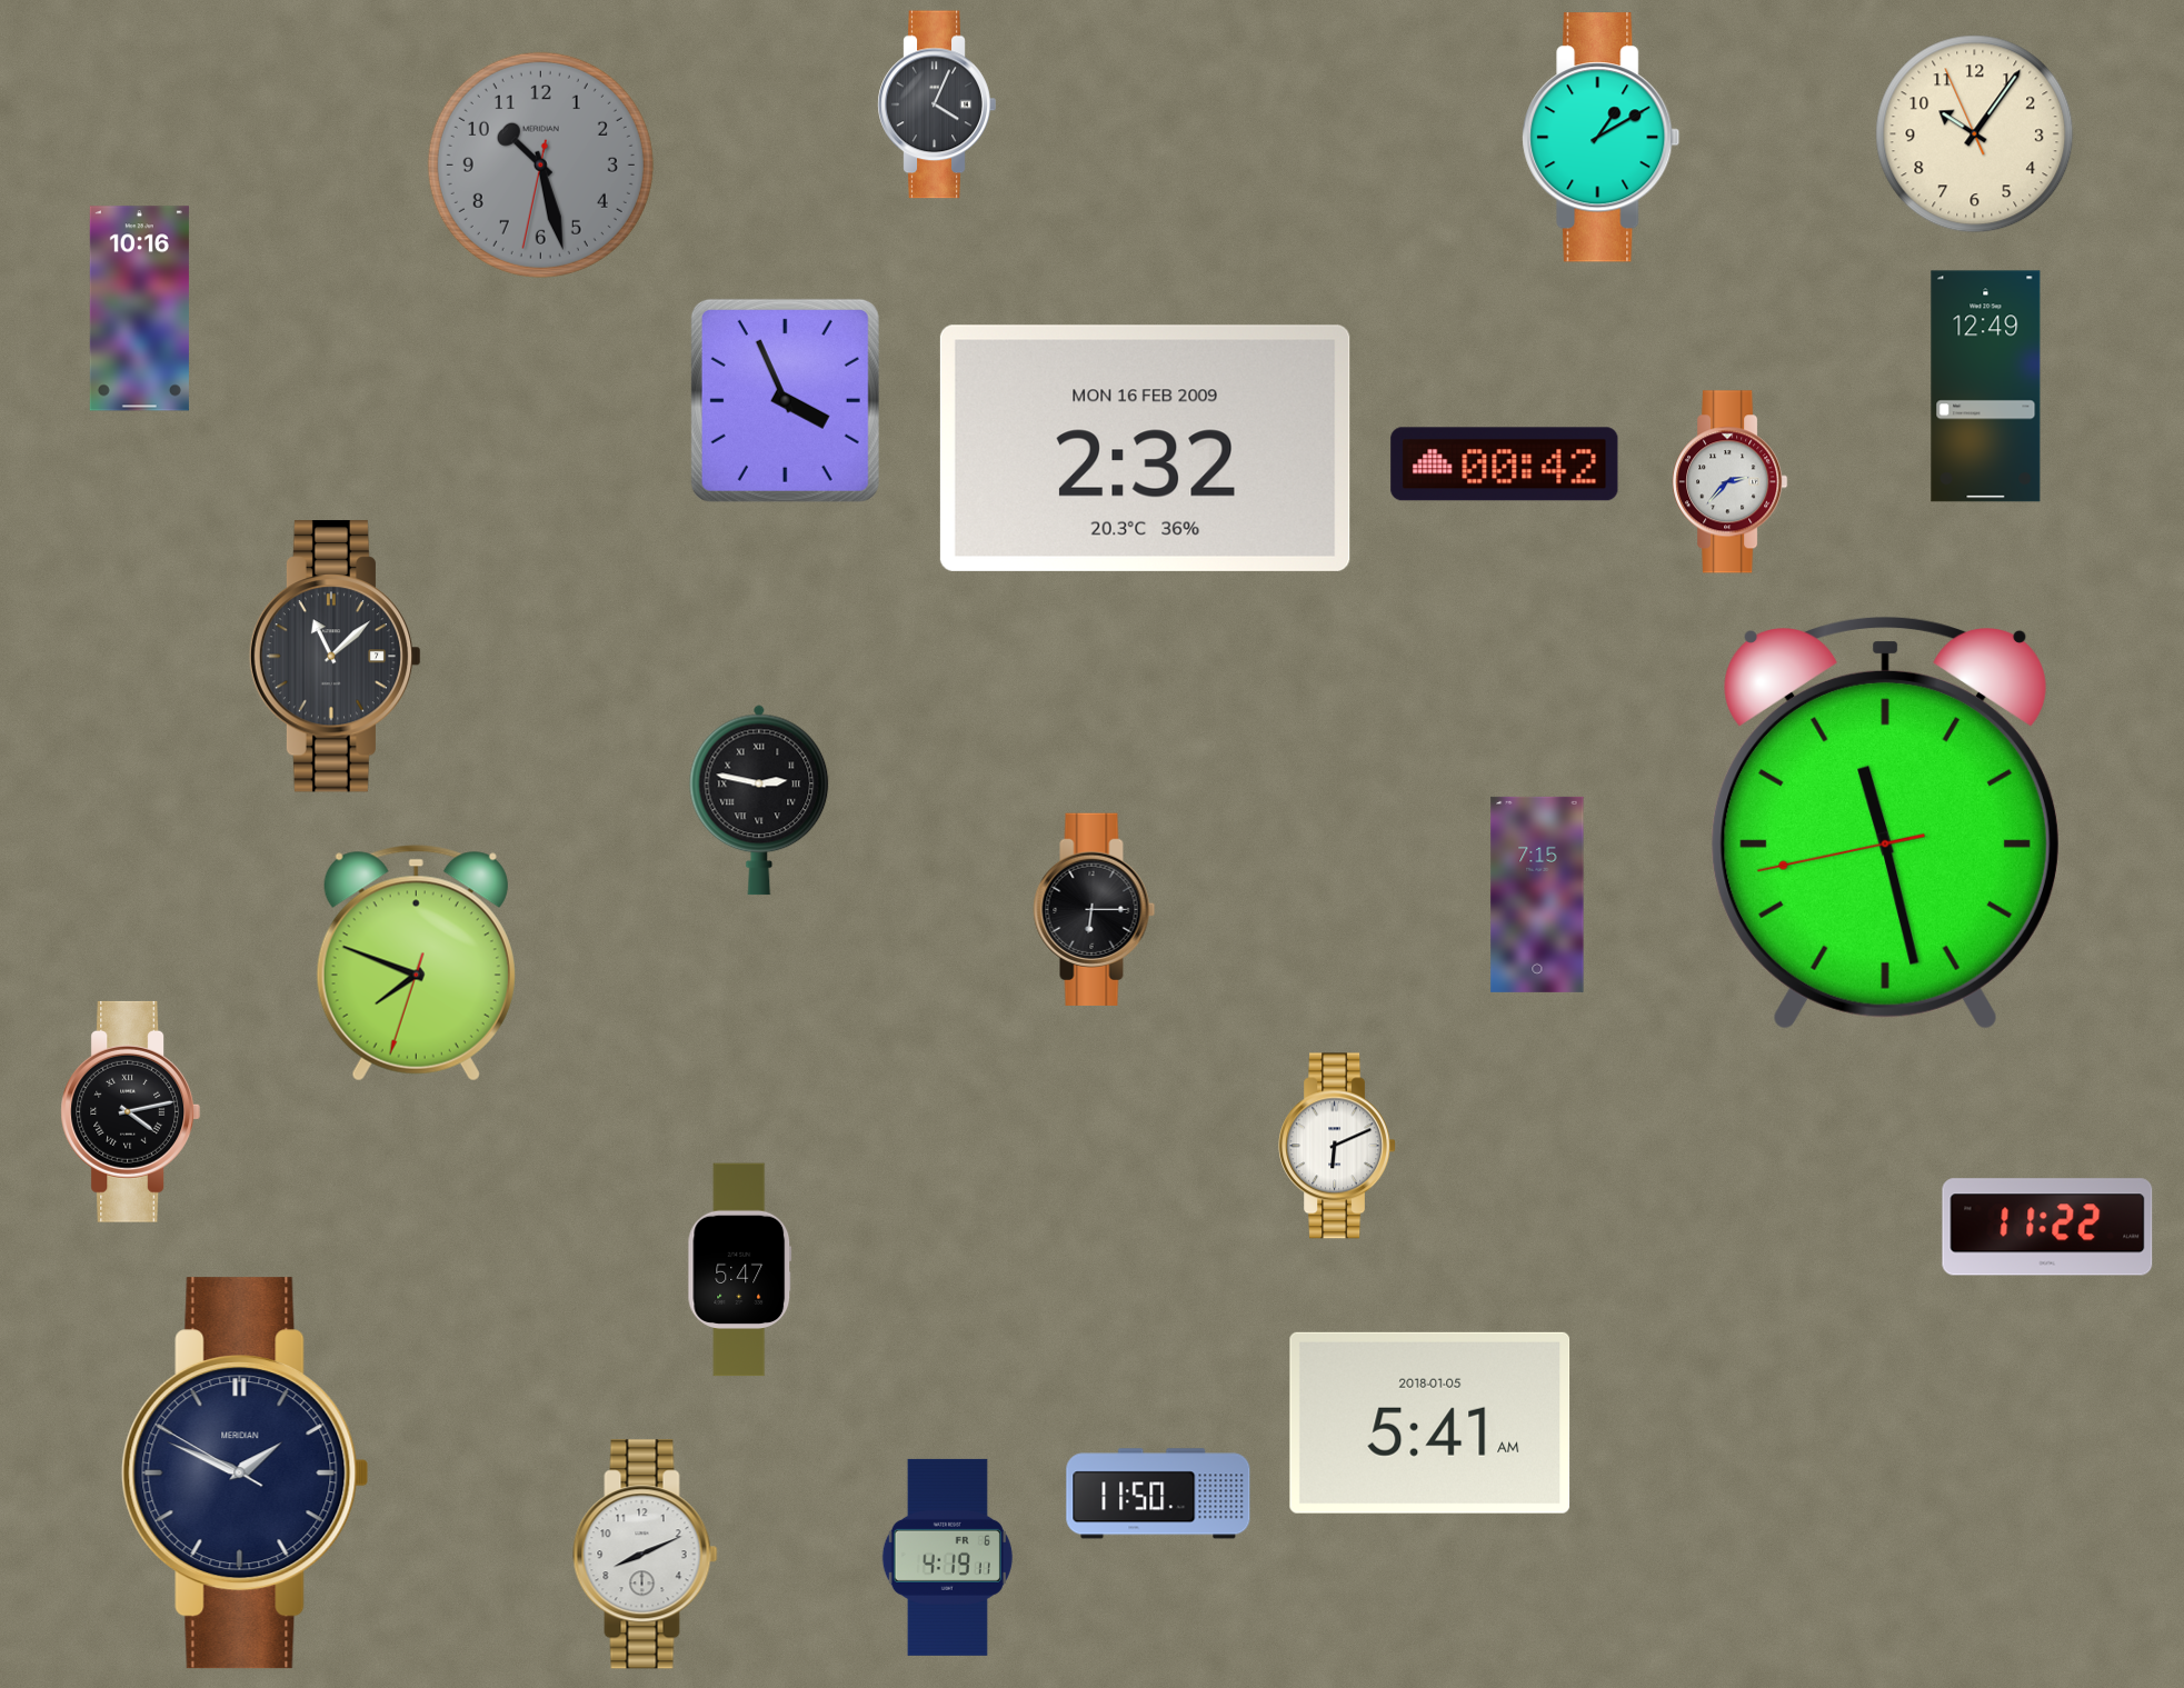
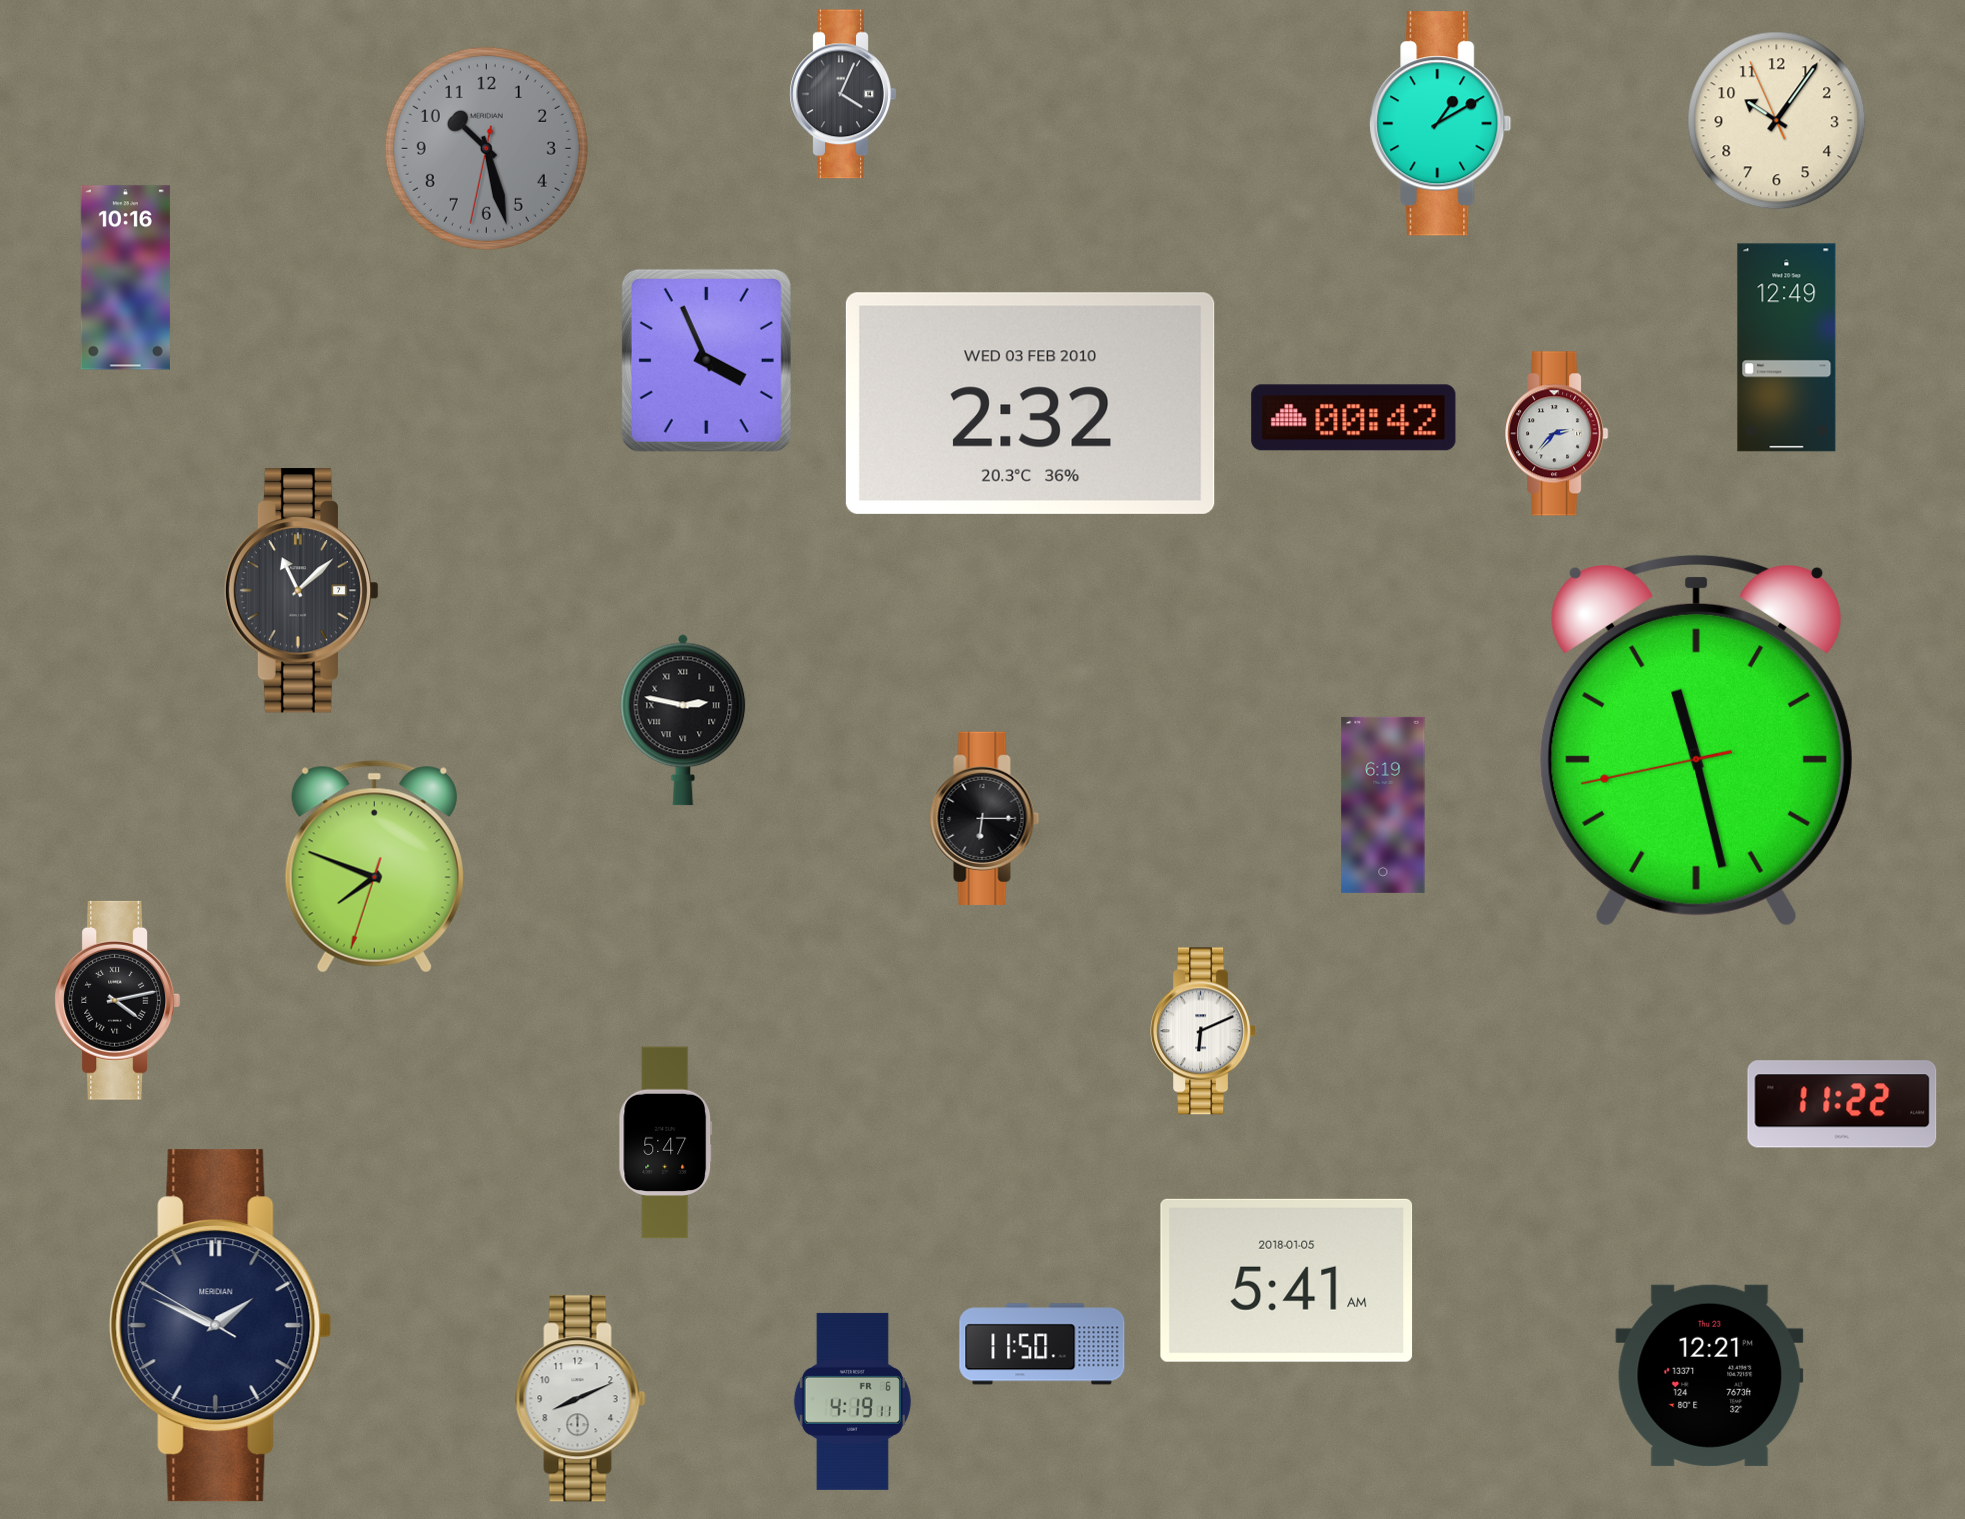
clock at (1145, 448) date: MON 16 FEB 2009 -> WED 03 FEB 2010
clock at (1537, 895): 7:15 -> 6:19
clock at (1710, 1375): none -> 12:21
